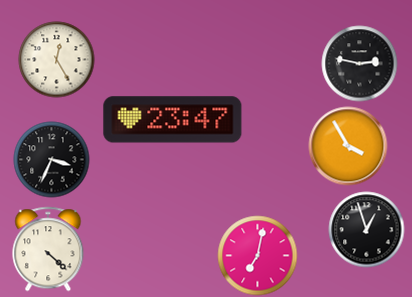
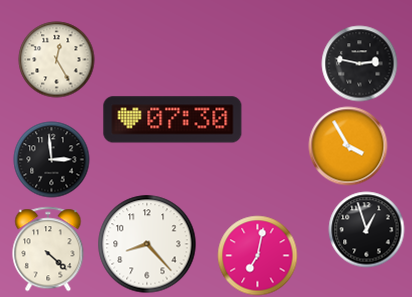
clock at (173, 120): 23:47 -> 07:30
clock at (52, 160): 3:34 -> 2:59
clock at (147, 244): none -> 8:23
